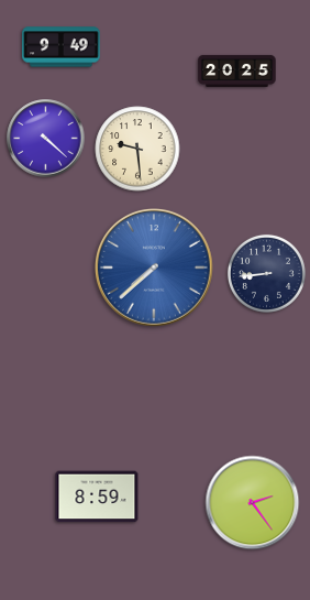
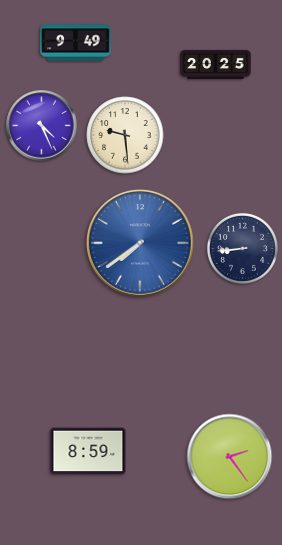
clock at (62, 47) position: (62, 47) -> (76, 43)
clock at (46, 139): 4:22 -> 4:26
clock at (155, 269): 7:38 -> 7:39
